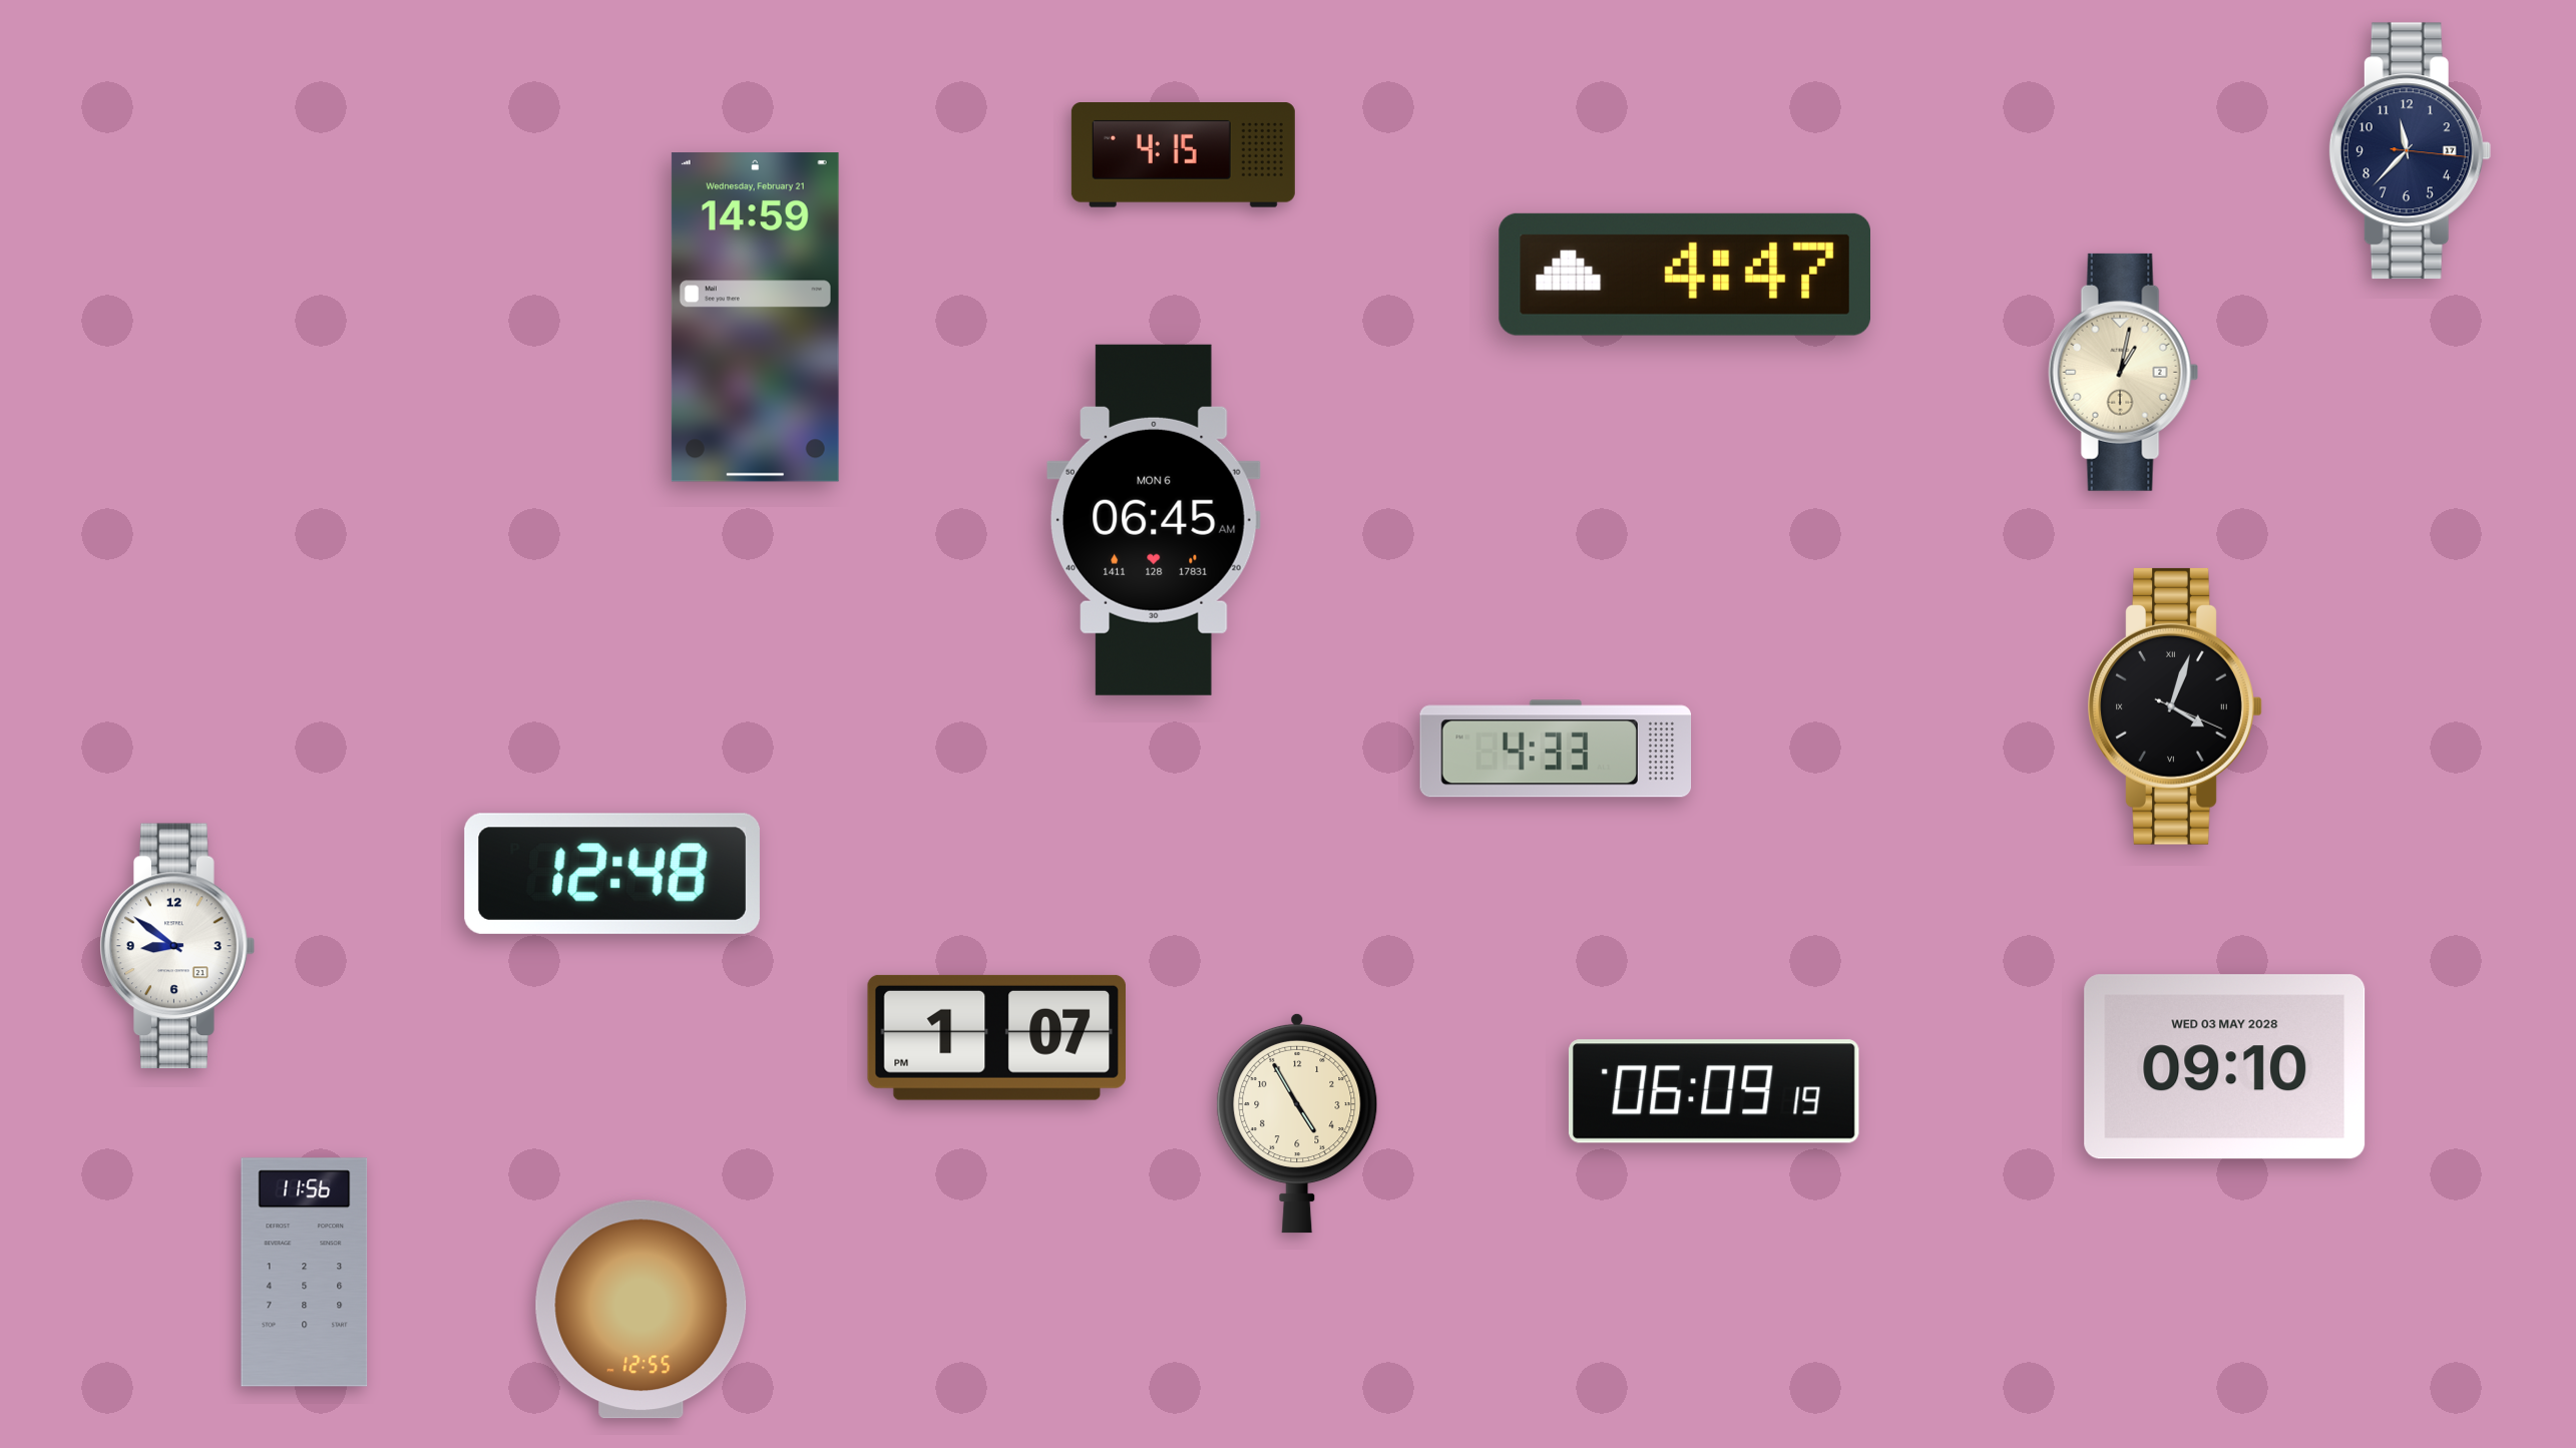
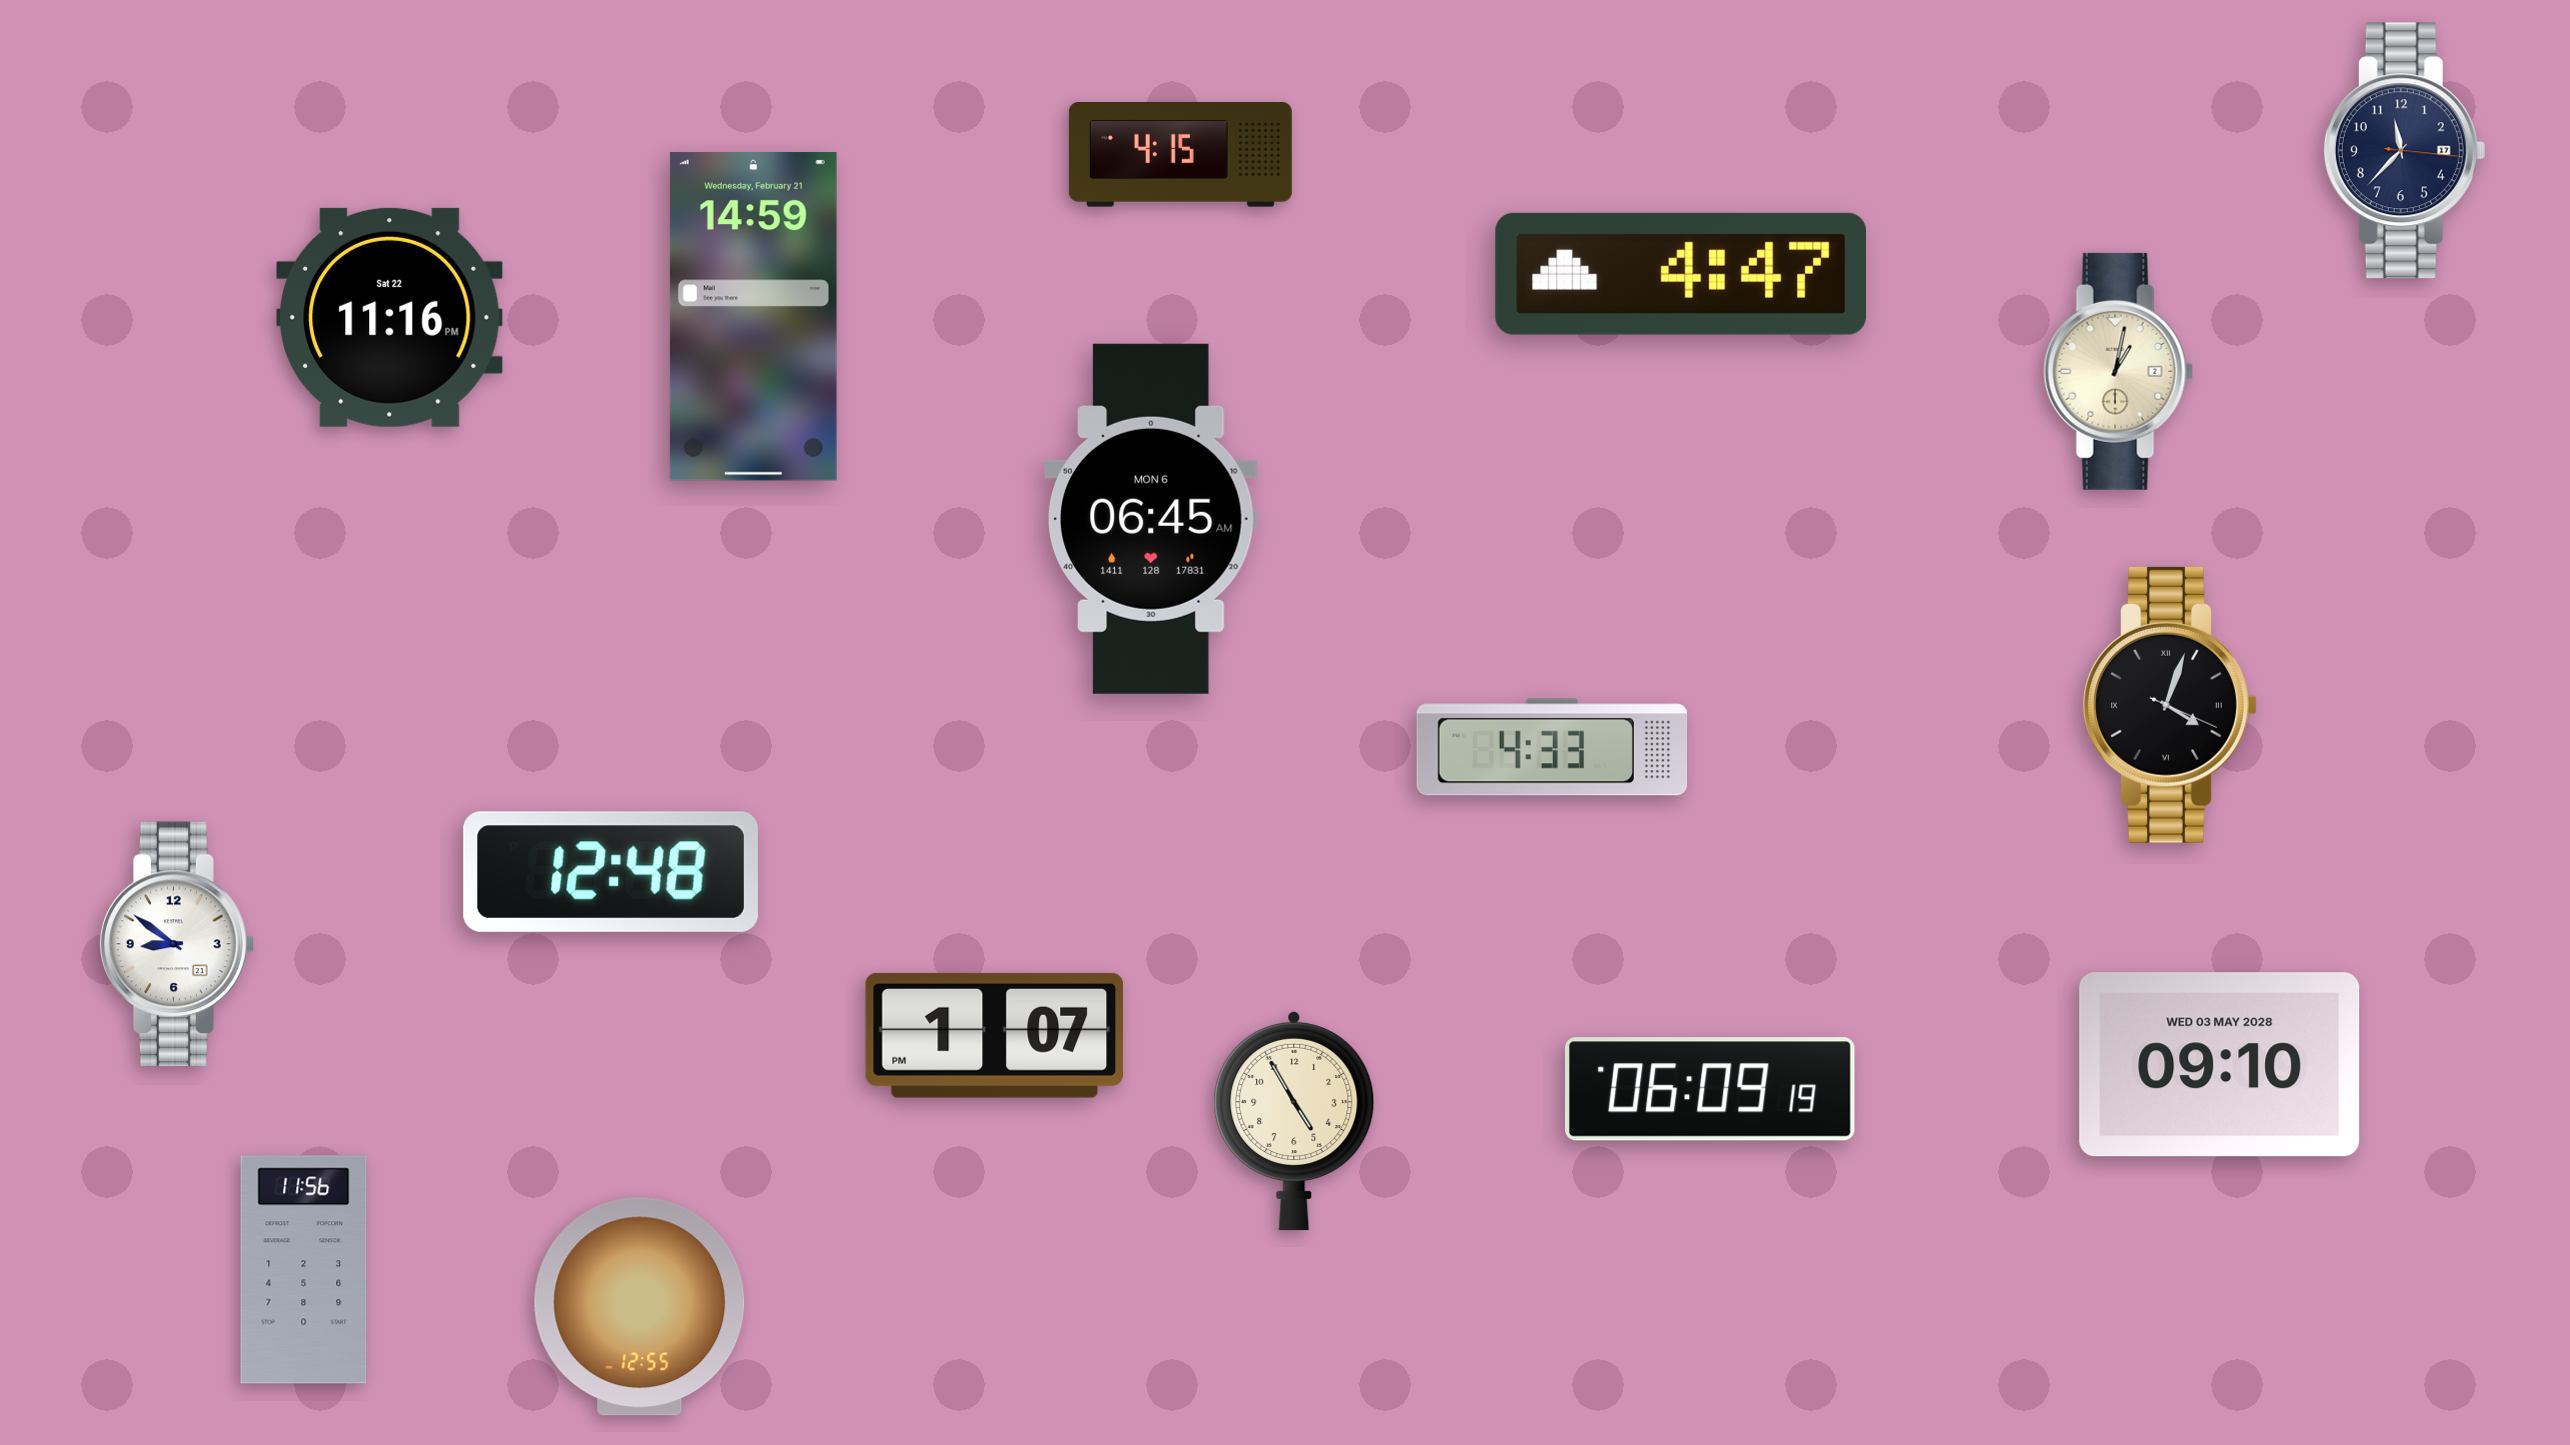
clock at (390, 317): none -> 11:16
